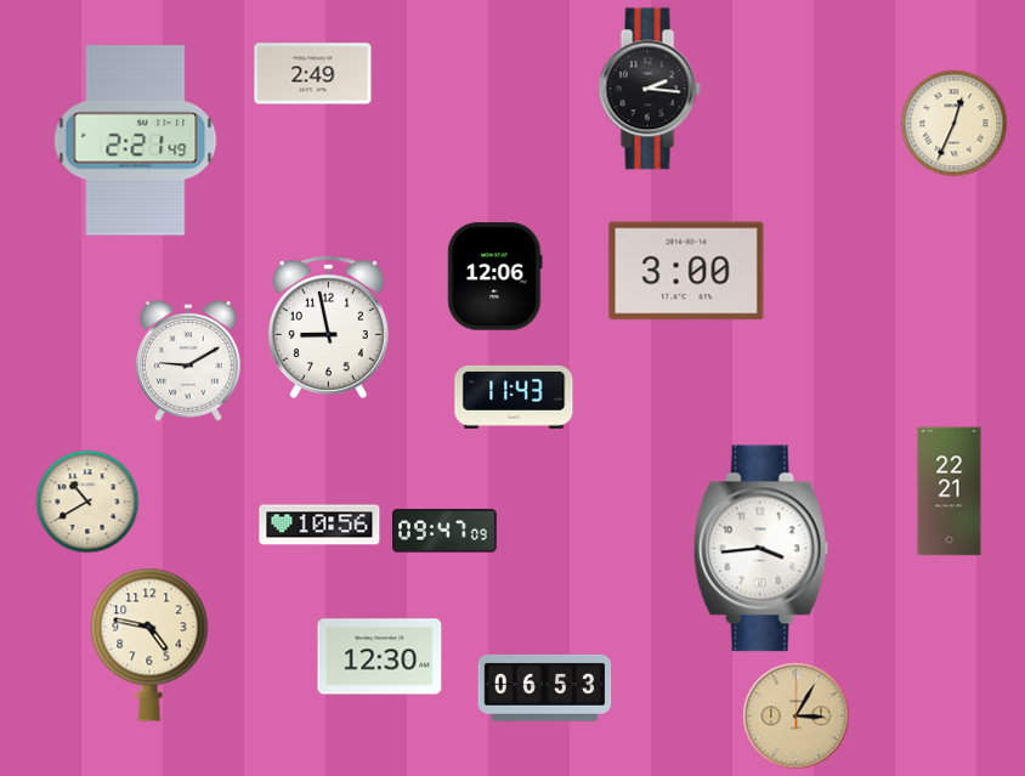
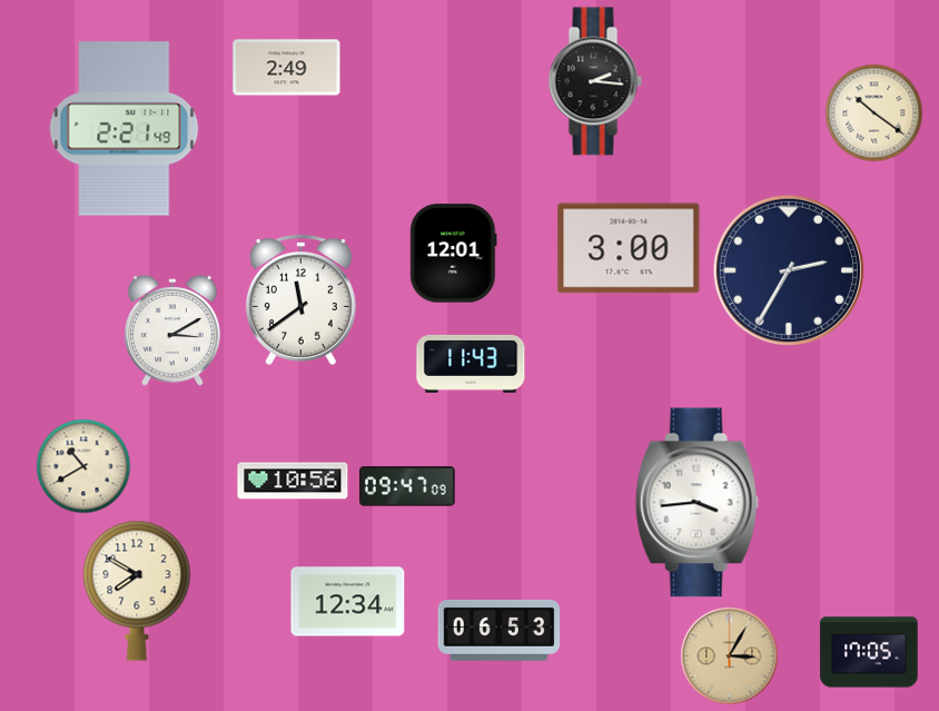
clock at (955, 124): 12:34 -> 10:21
clock at (495, 277): 12:06 -> 12:01
clock at (789, 270): none -> 2:35
clock at (328, 328): 8:58 -> 11:39
clock at (189, 361): 9:10 -> 3:10
clock at (950, 492): 22:21 -> none
clock at (87, 502) position: (87, 502) -> (83, 466)
clock at (149, 645): 4:47 -> 7:50
clock at (380, 657): 12:30 -> 12:34
clock at (869, 652): none -> 17:05
